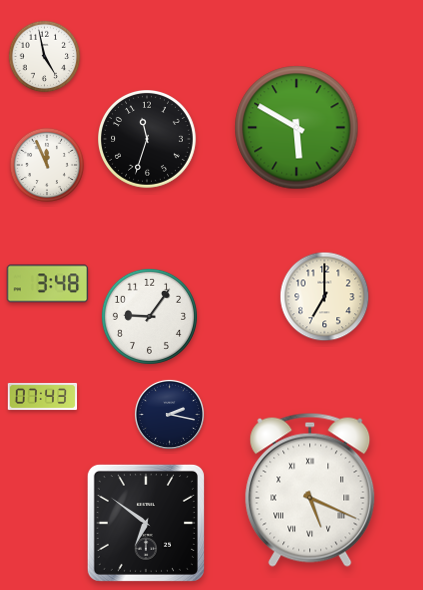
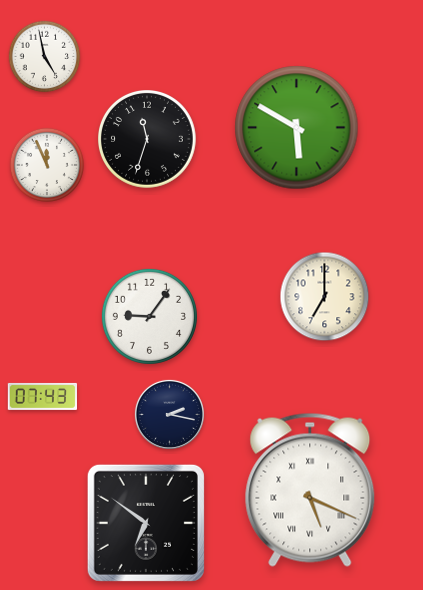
clock at (48, 284): 3:48 -> none
